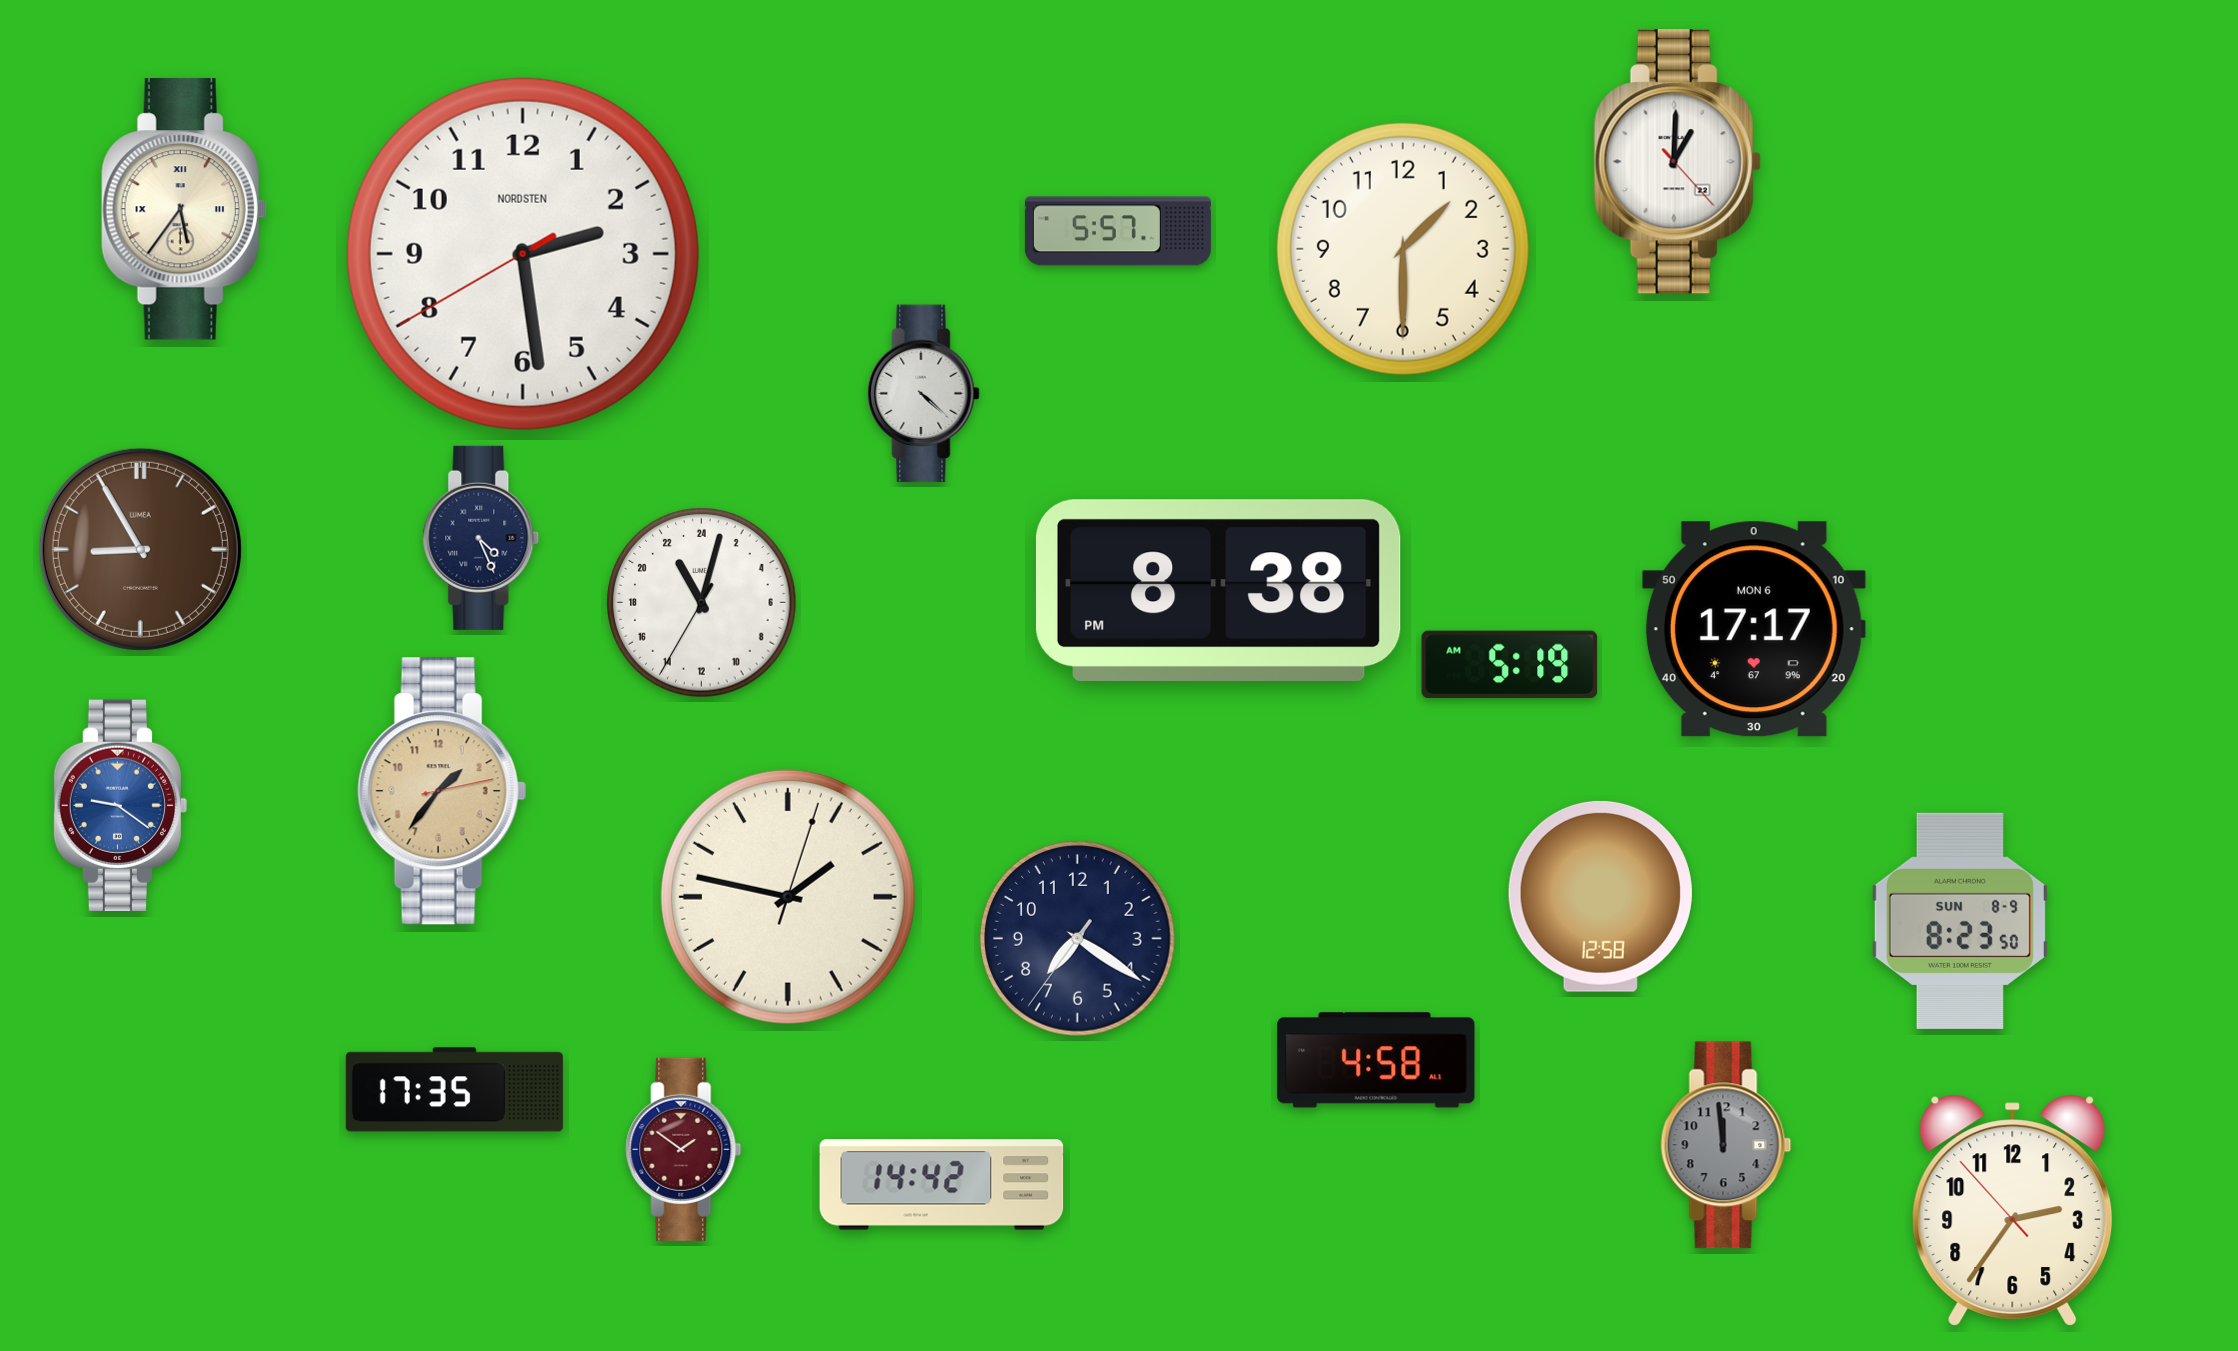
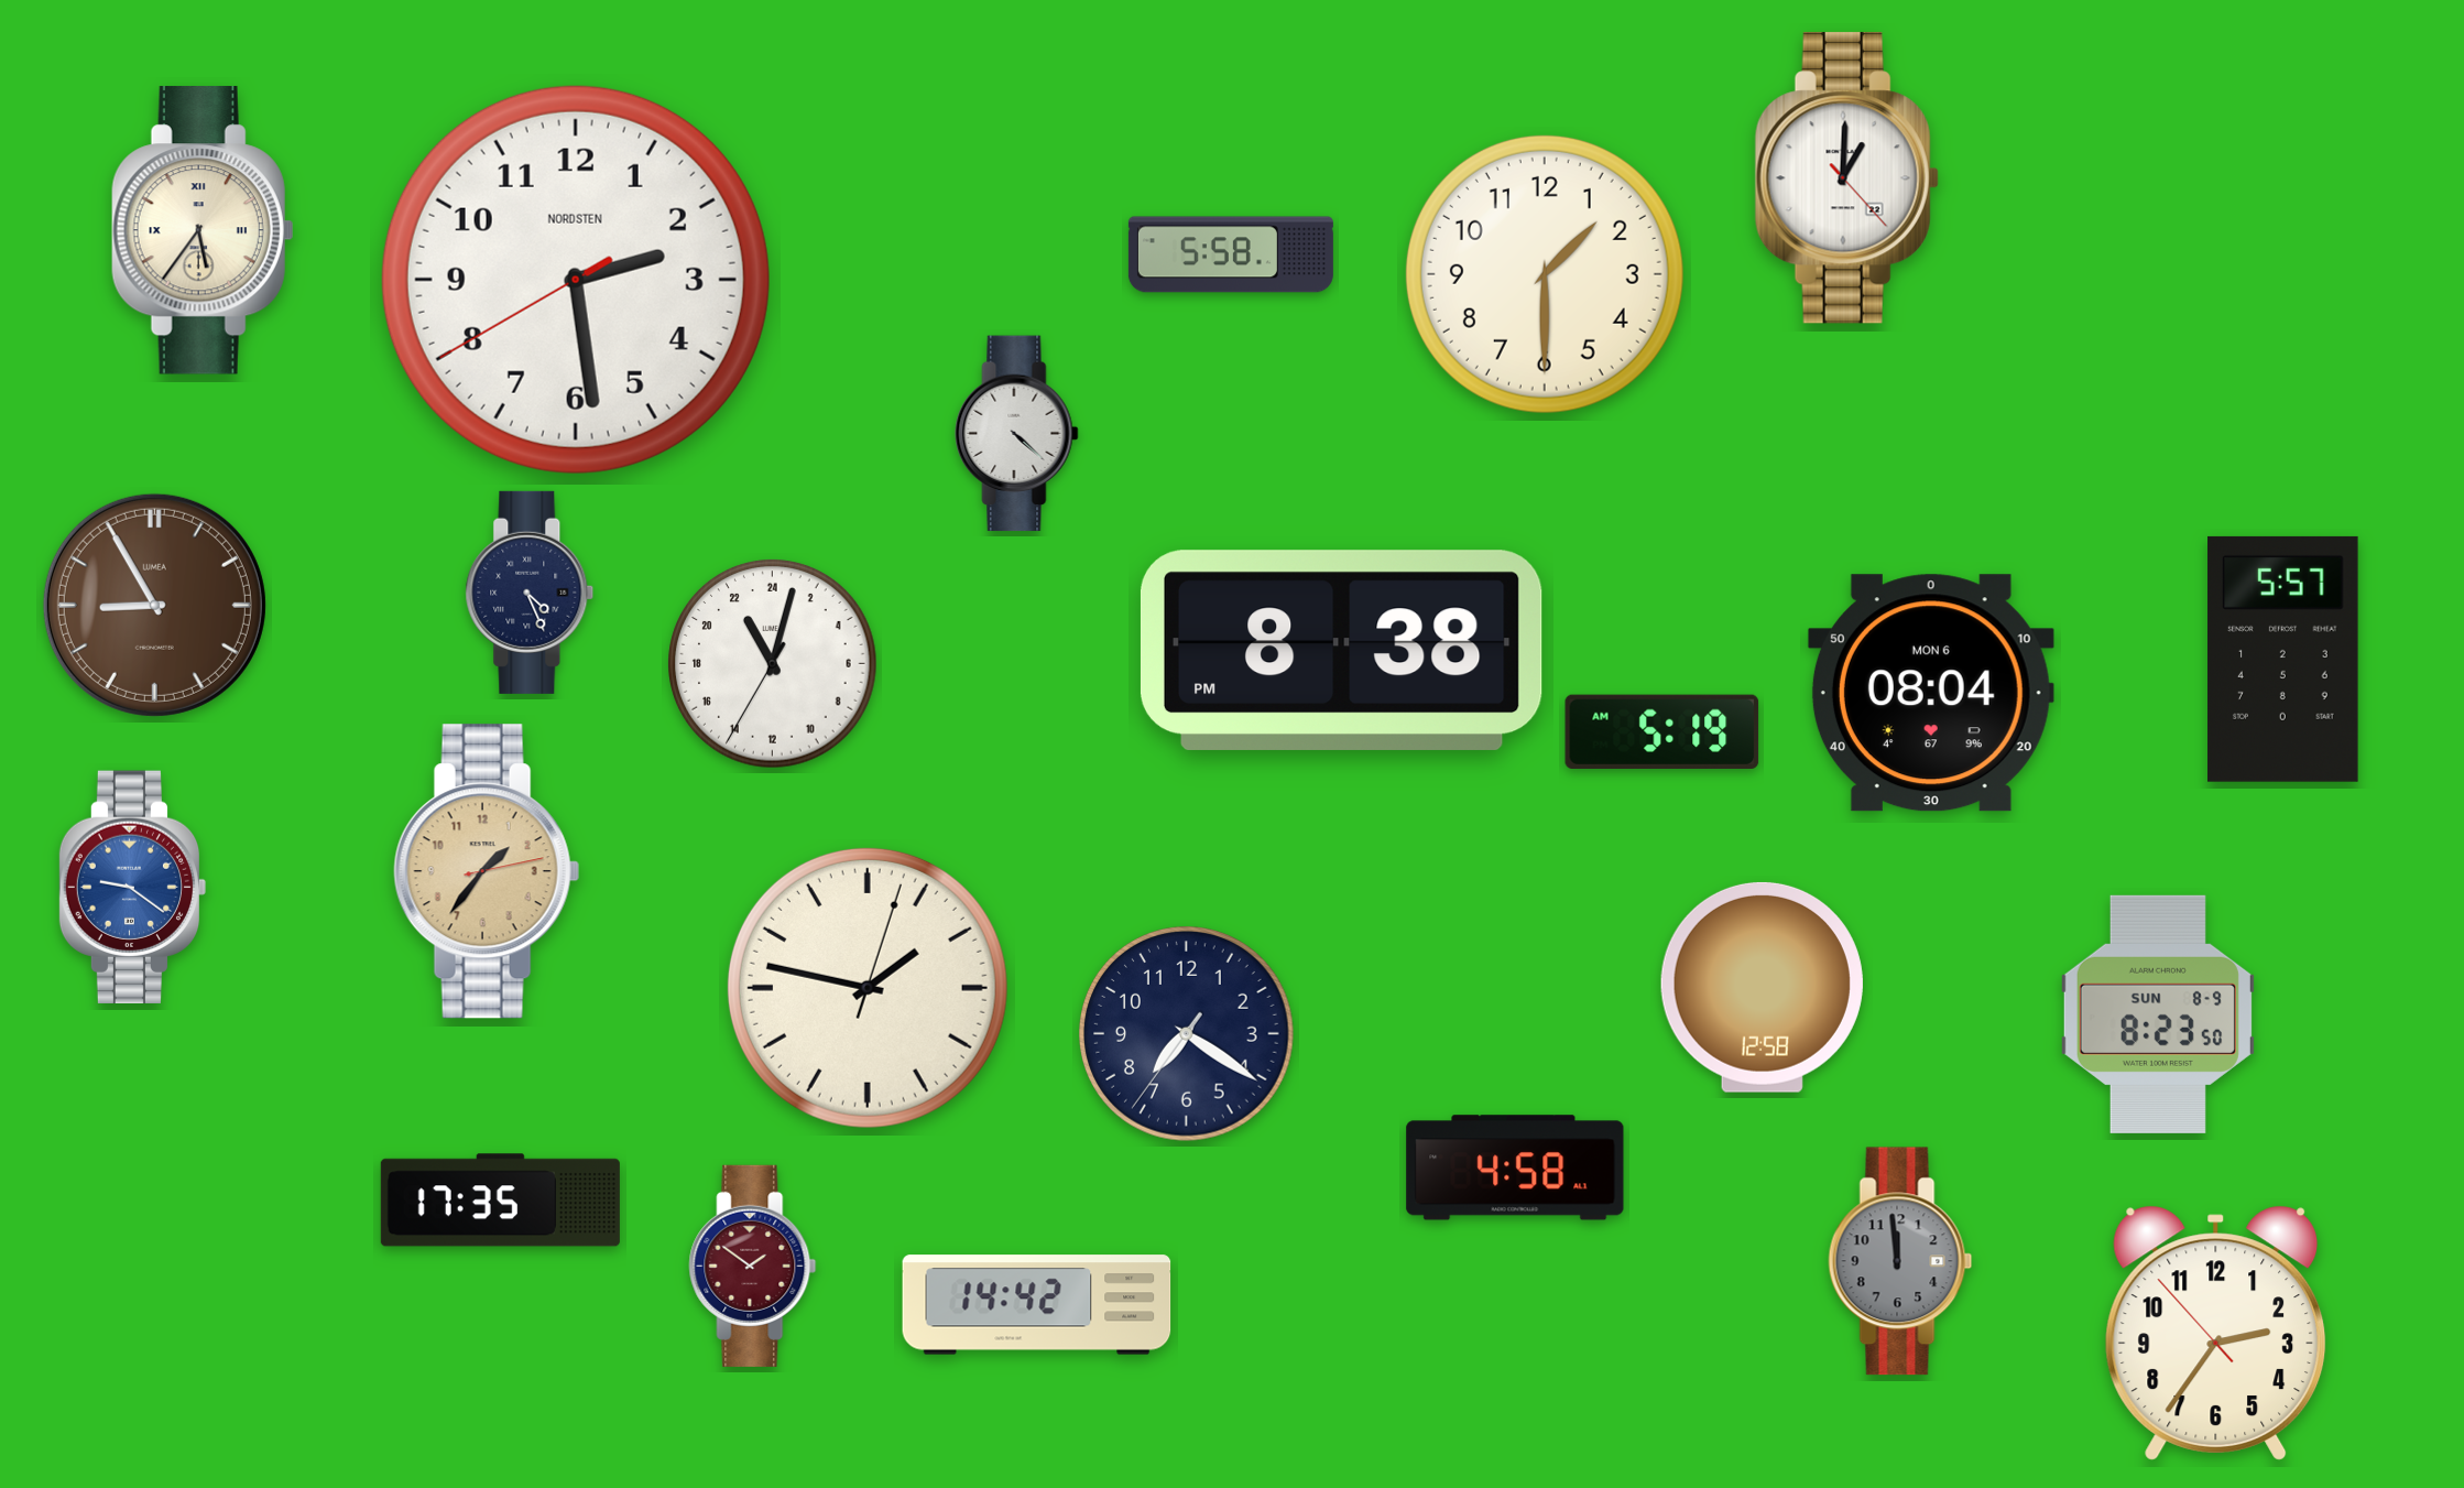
clock at (1118, 231): 5:57 -> 5:58
clock at (2283, 659): none -> 5:57
clock at (1754, 629): 17:17 -> 08:04
